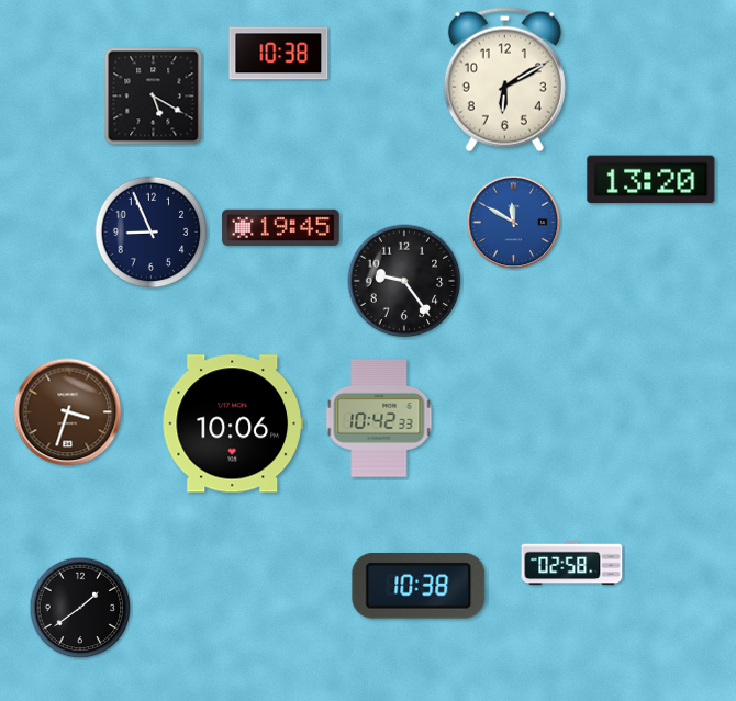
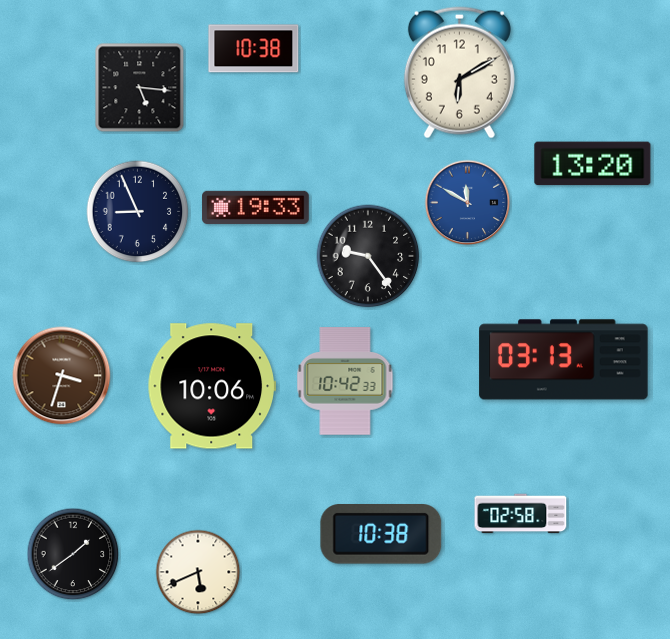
clock at (154, 97): 5:20 -> 5:16
clock at (281, 227): 19:45 -> 19:33
clock at (564, 360): none -> 03:13
clock at (198, 572): none -> 5:41
